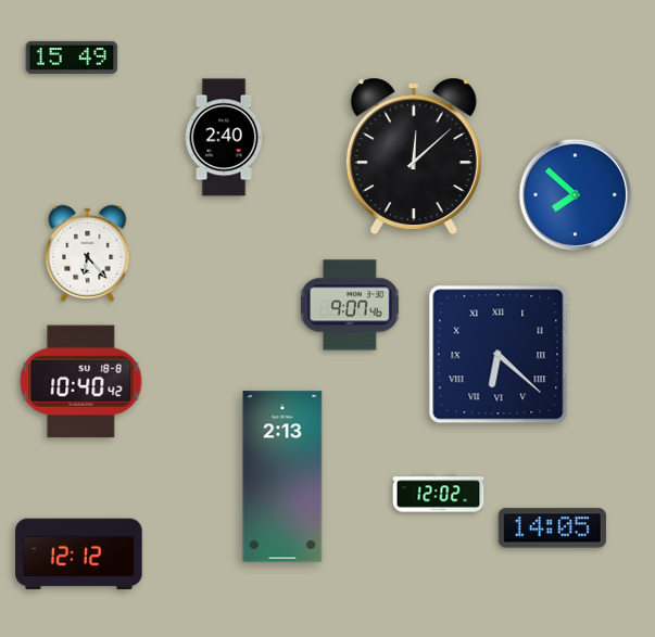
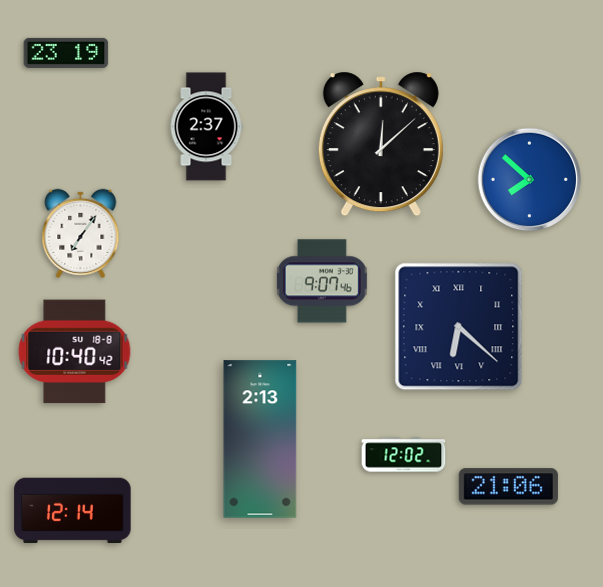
clock at (72, 58): 15:49 -> 23:19
clock at (224, 138): 2:40 -> 2:37
clock at (88, 253): 6:23 -> 7:06
clock at (552, 528): 14:05 -> 21:06
clock at (79, 555): 12:12 -> 12:14
